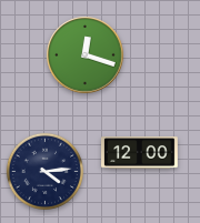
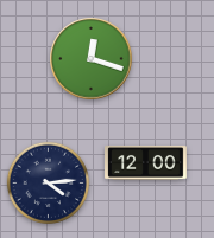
clock at (140, 153) position: (140, 153) -> (146, 163)
